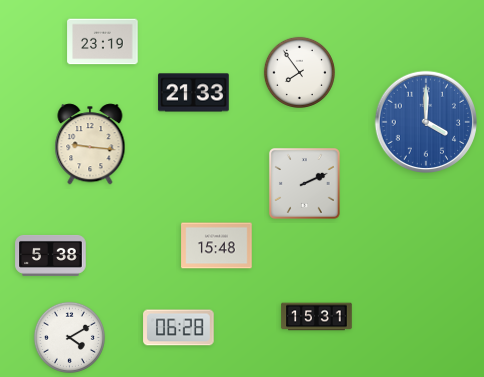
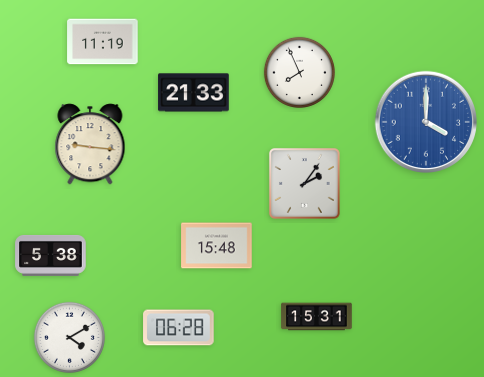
clock at (103, 42): 23:19 -> 11:19
clock at (299, 72): 7:54 -> 7:56
clock at (305, 184): 2:11 -> 2:06
